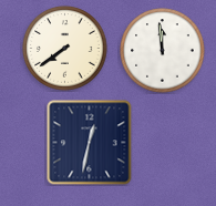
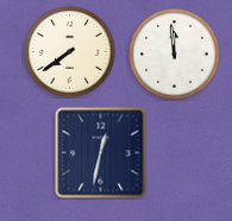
clock at (90, 143) position: (90, 143) -> (101, 153)
